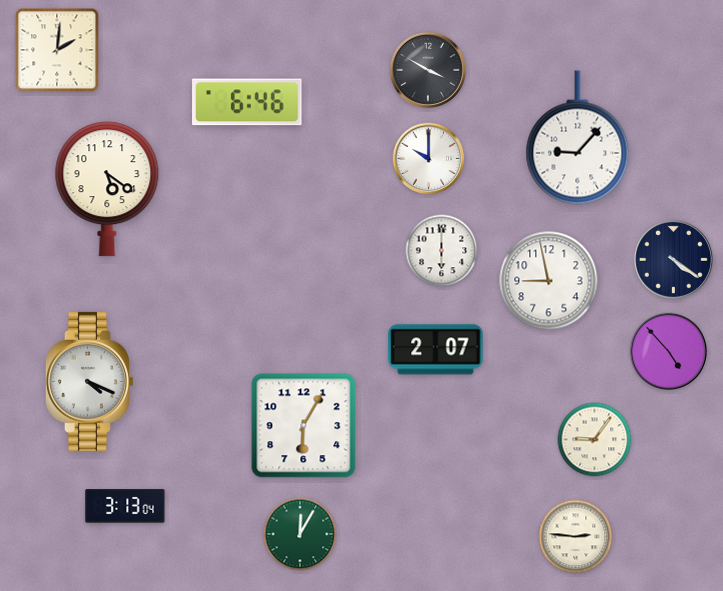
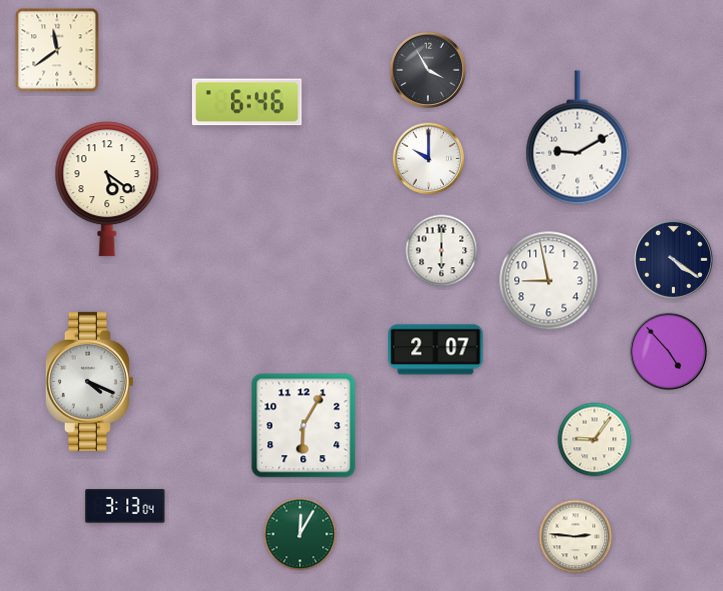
clock at (57, 50): 2:01 -> 11:39
clock at (427, 69): 3:50 -> 3:55
clock at (578, 138): 9:07 -> 9:10
